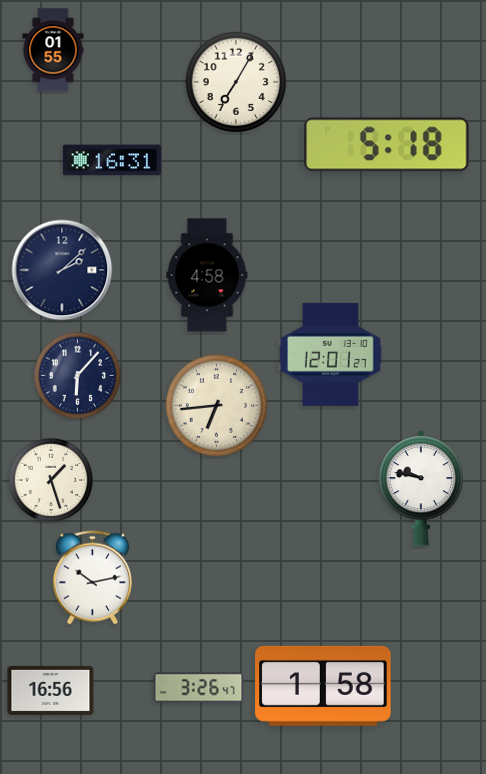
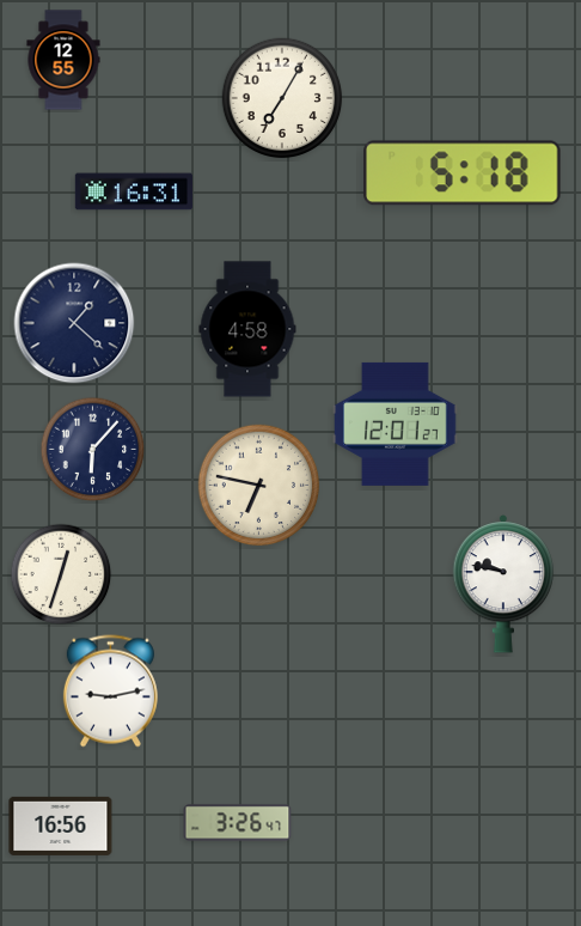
clock at (53, 50): 01:55 -> 12:55
clock at (62, 270): 2:08 -> 1:22
clock at (217, 406): 6:44 -> 6:47
clock at (51, 480): 1:27 -> 12:33
clock at (92, 578): 10:13 -> 9:13
clock at (323, 686): 1:58 -> none
